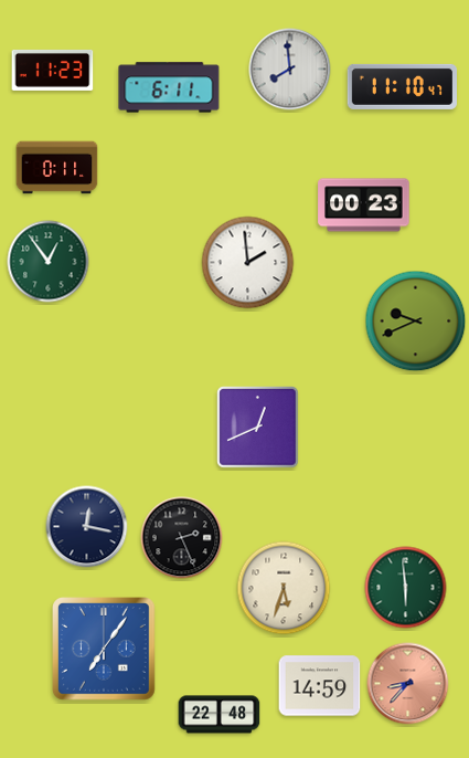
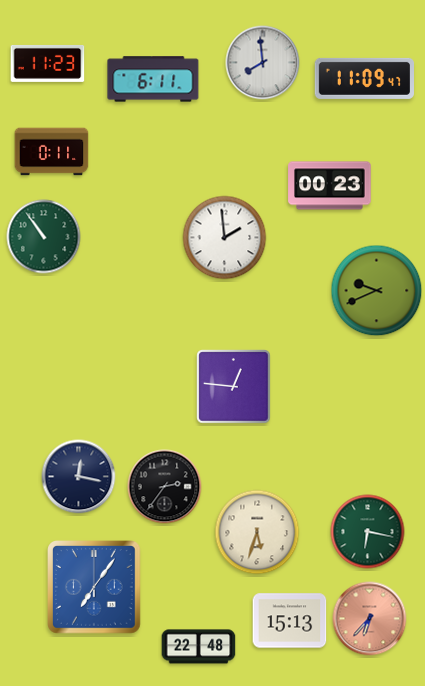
clock at (402, 86): 11:10 -> 11:09
clock at (49, 262): 12:54 -> 10:54
clock at (258, 428): 12:41 -> 12:46
clock at (182, 538): 2:26 -> 2:36
clock at (406, 588): 5:59 -> 6:17
clock at (408, 684): 8:37 -> 6:37
clock at (320, 686): 14:59 -> 15:13
